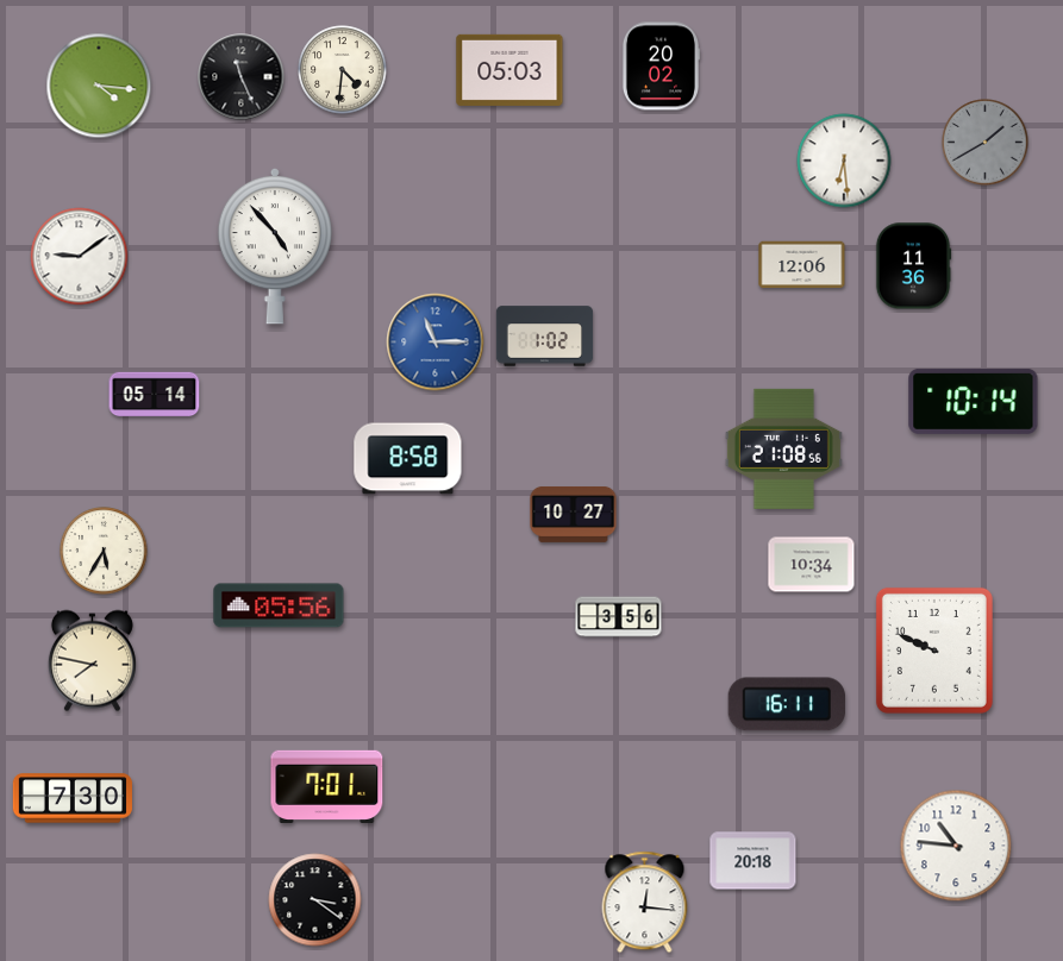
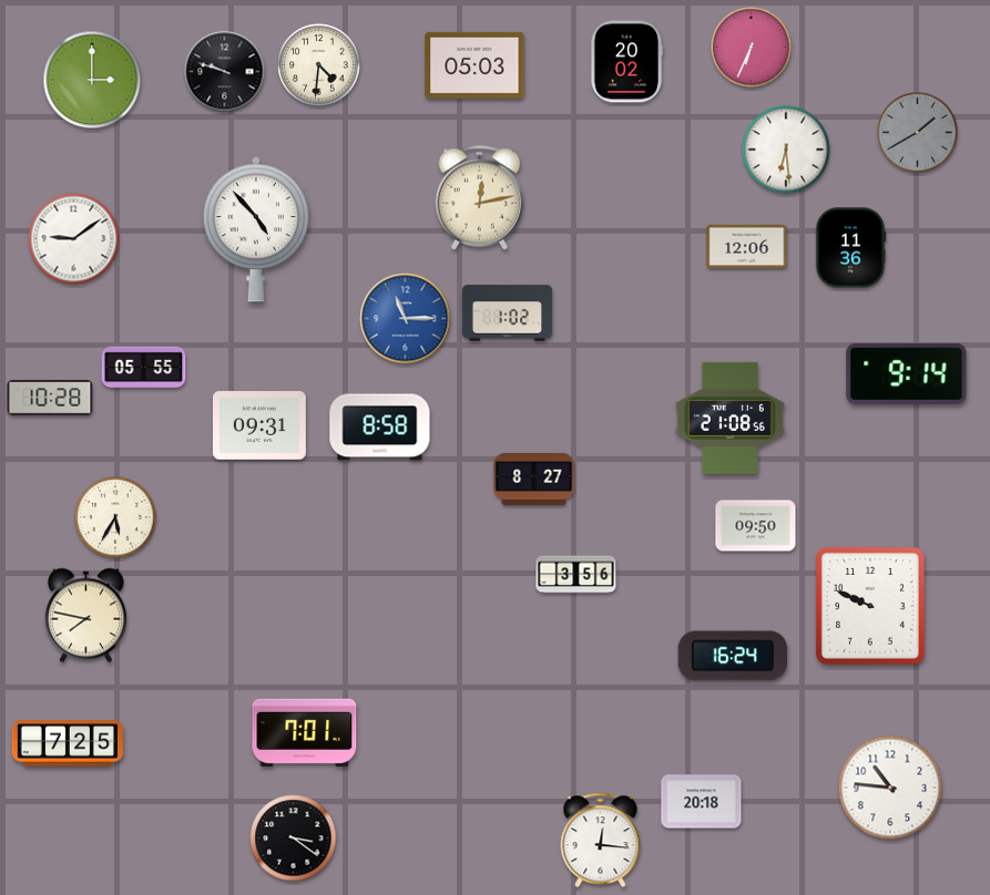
clock at (752, 48): none -> 6:34
clock at (661, 67) position: (661, 67) -> (626, 62)
clock at (242, 77): 11:26 -> 9:48
clock at (99, 86): 4:16 -> 3:00
clock at (480, 198): none -> 12:13
clock at (155, 395): 05:14 -> 05:55
clock at (974, 401): 10:14 -> 9:14
clock at (50, 398): none -> 10:28
clock at (259, 425): none -> 09:31
clock at (574, 514): 10:27 -> 8:27
clock at (104, 551) position: (104, 551) -> (115, 517)
clock at (812, 565): 10:34 -> 09:50
clock at (279, 605): 05:56 -> none
clock at (786, 704): 16:11 -> 16:24
clock at (73, 798): 7:30 -> 7:25
